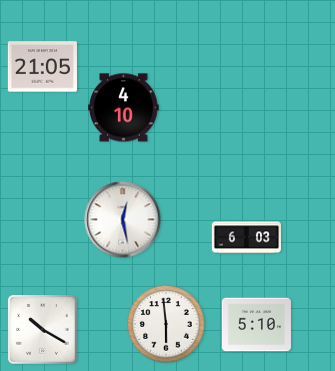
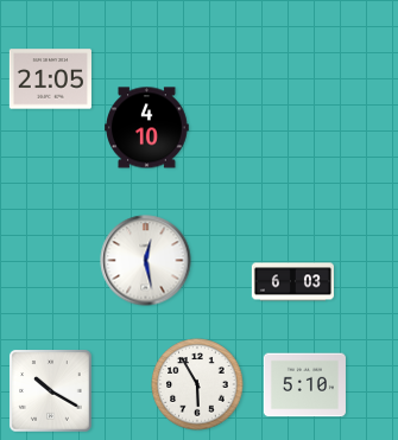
clock at (166, 324): 5:59 -> 5:55
